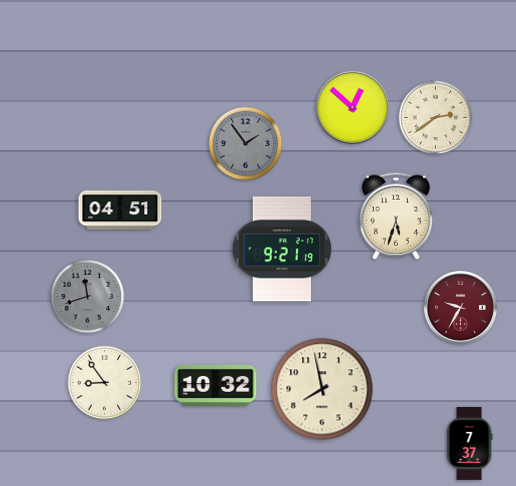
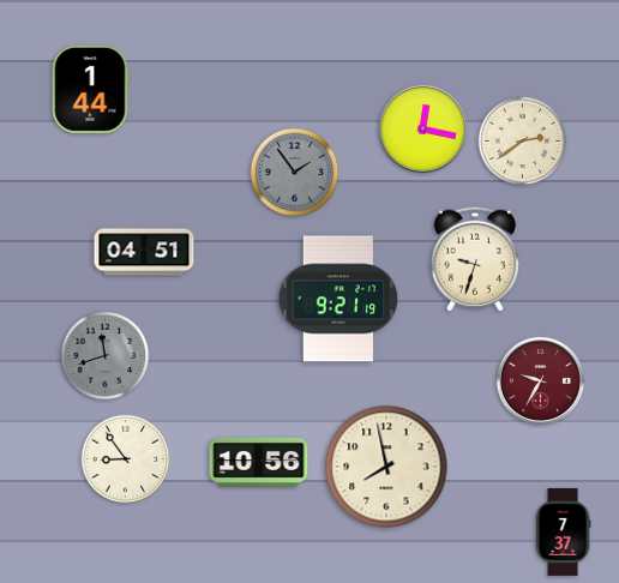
clock at (91, 89): none -> 1:44
clock at (352, 107): 12:52 -> 12:17
clock at (396, 216): 5:33 -> 9:33
clock at (460, 307) position: (460, 307) -> (540, 380)
clock at (216, 385): 10:32 -> 10:56
